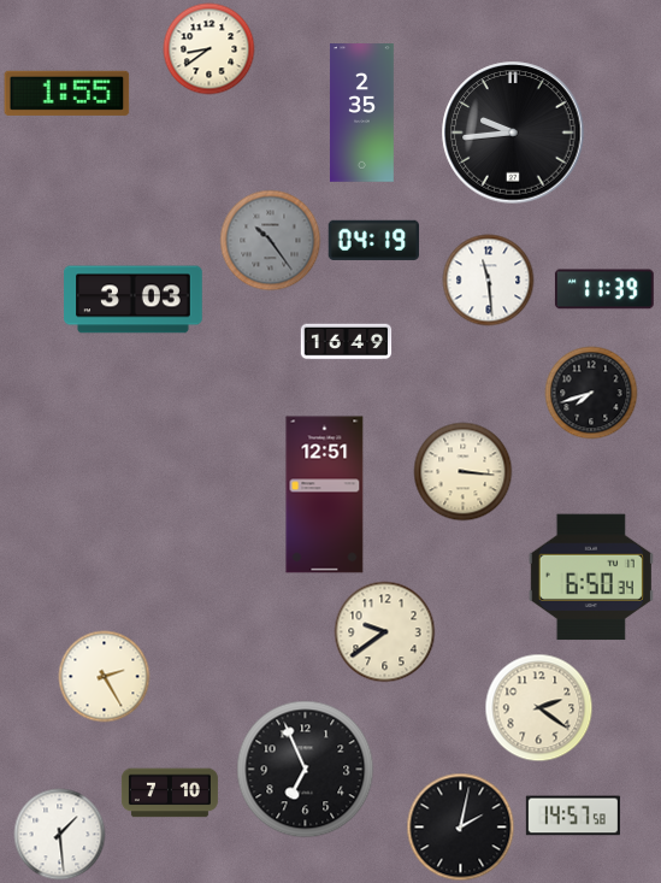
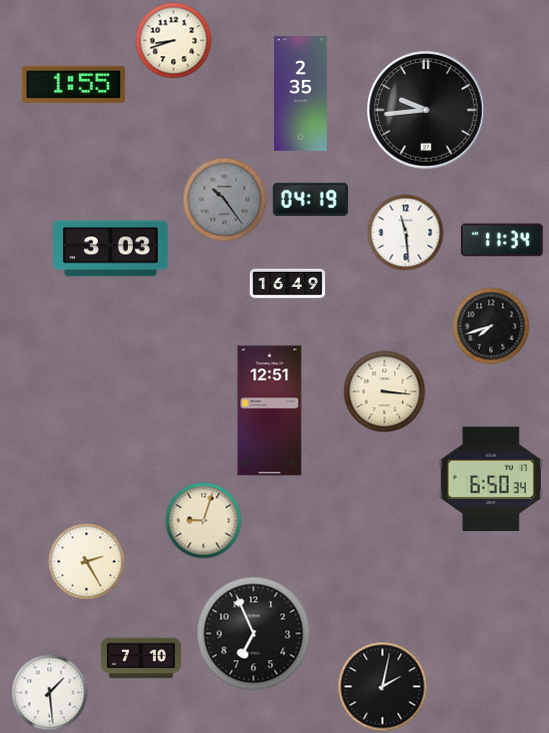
clock at (209, 49): 8:39 -> 8:42
clock at (67, 93) position: (67, 93) -> (74, 84)
clock at (604, 289): 11:39 -> 11:34
clock at (204, 521): none -> 9:03
clock at (385, 632): 9:39 -> none
clock at (539, 708): 2:21 -> none
clock at (306, 770) position: (306, 770) -> (254, 634)
clock at (573, 816): 14:57 -> none
